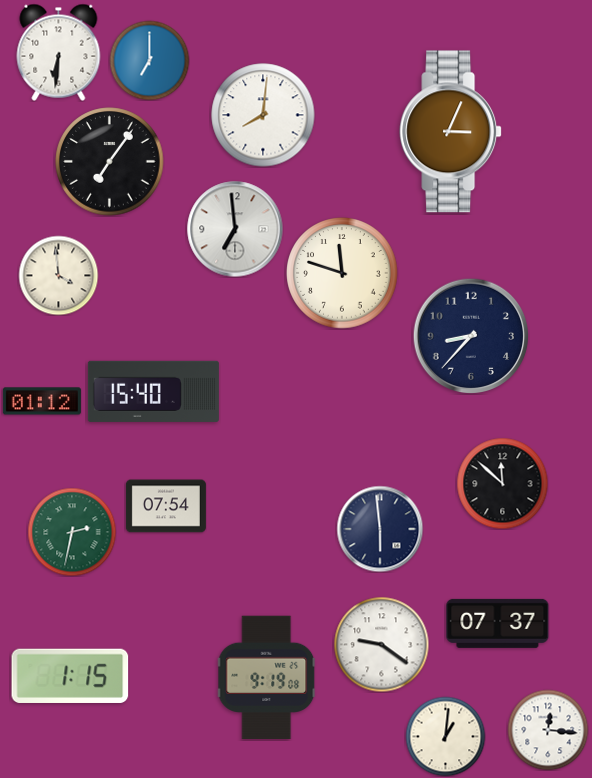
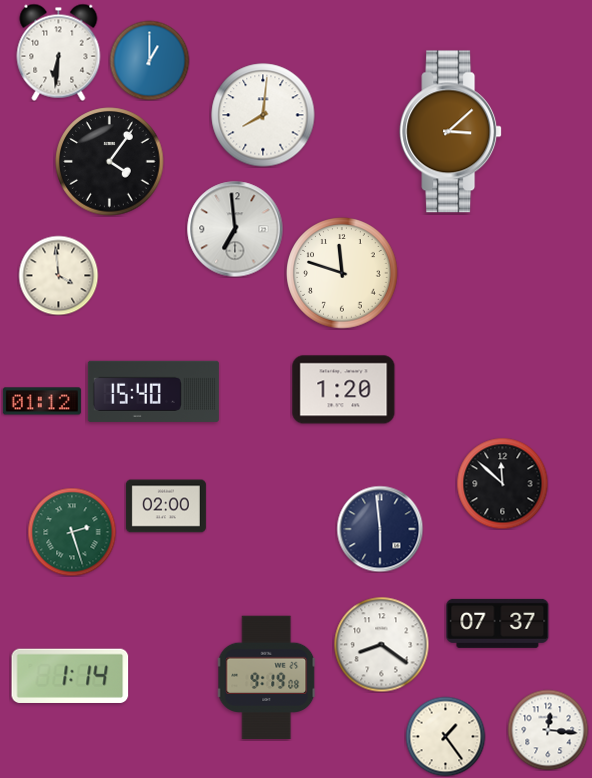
clock at (149, 60): 7:00 -> 1:00
clock at (451, 132): 3:04 -> 3:08
clock at (110, 162): 7:06 -> 4:06
clock at (471, 336): 8:37 -> none
clock at (344, 390): none -> 1:20
clock at (166, 506): 07:54 -> 02:00
clock at (72, 532): 2:32 -> 2:27
clock at (381, 644): 9:21 -> 8:21
clock at (70, 676): 1:15 -> 1:14
clock at (445, 736): 1:01 -> 1:24
